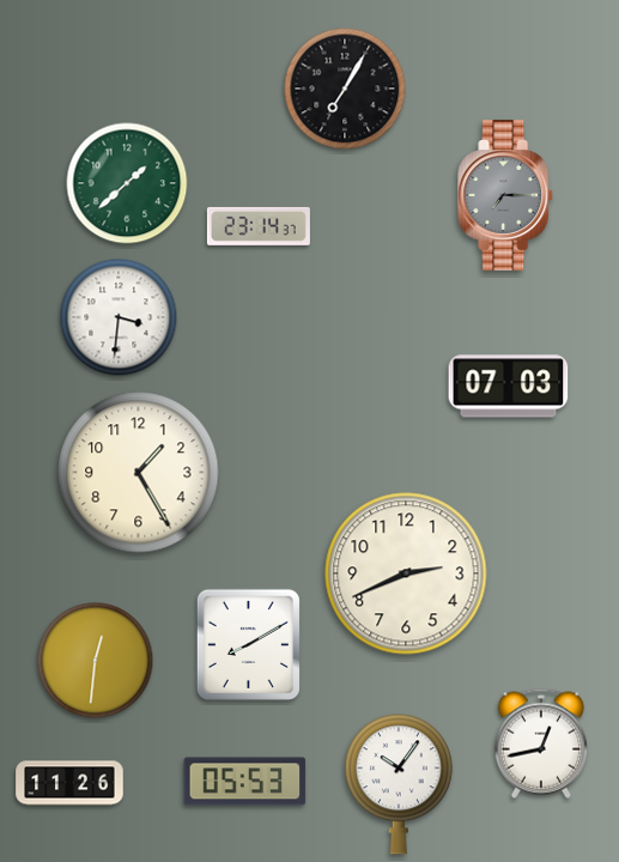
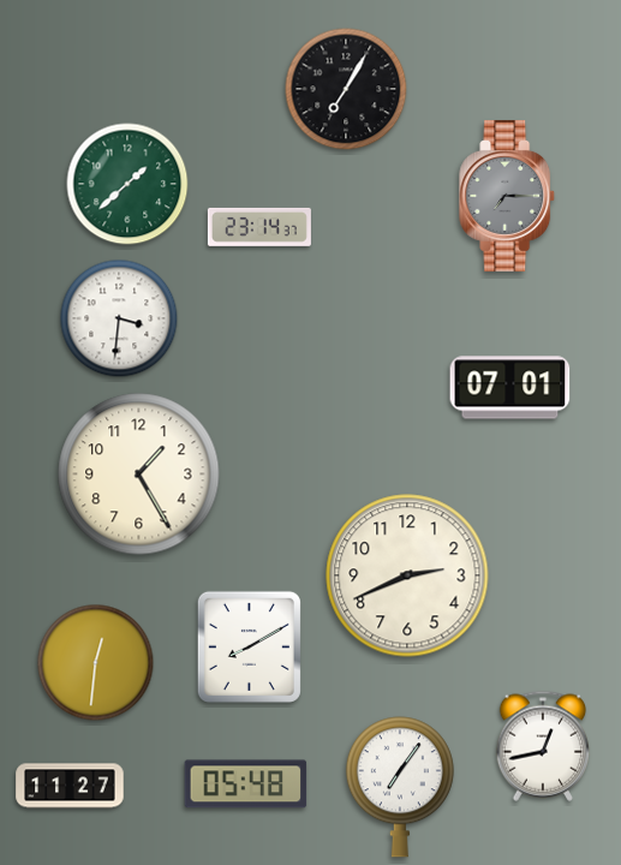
clock at (509, 387): 07:03 -> 07:01
clock at (245, 782): 05:53 -> 05:48
clock at (69, 783): 11:26 -> 11:27
clock at (399, 784): 10:06 -> 7:06
